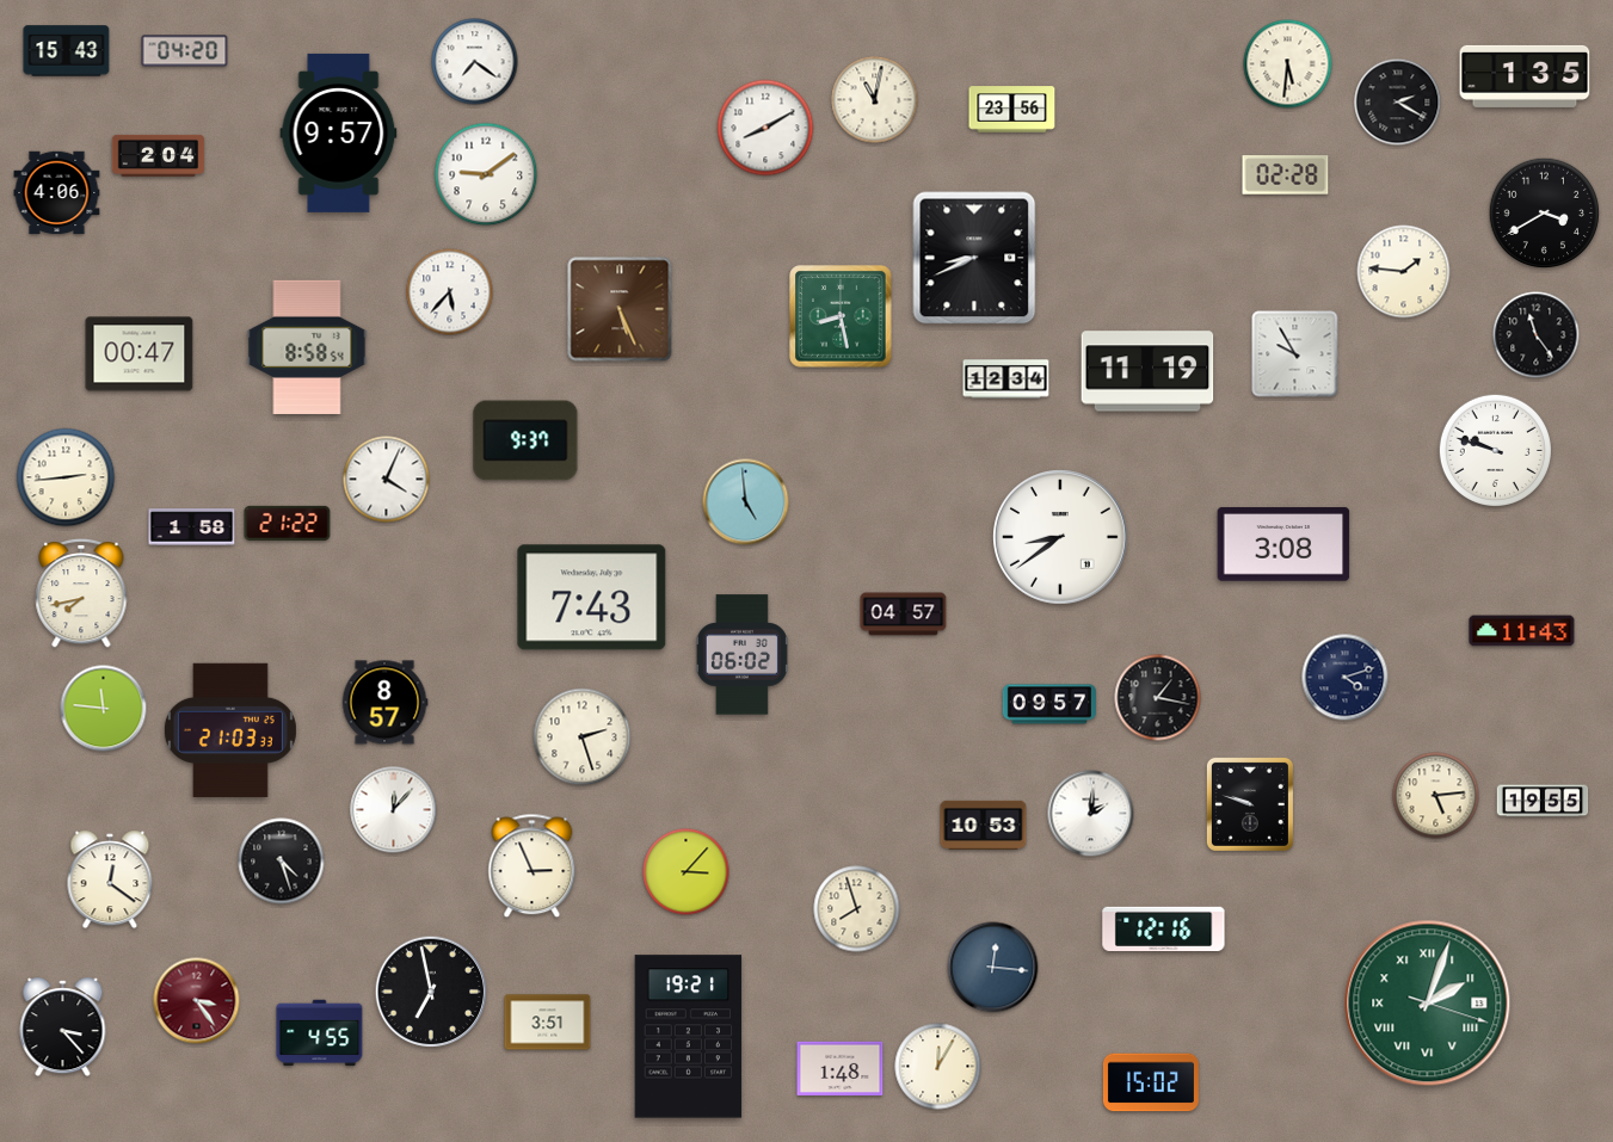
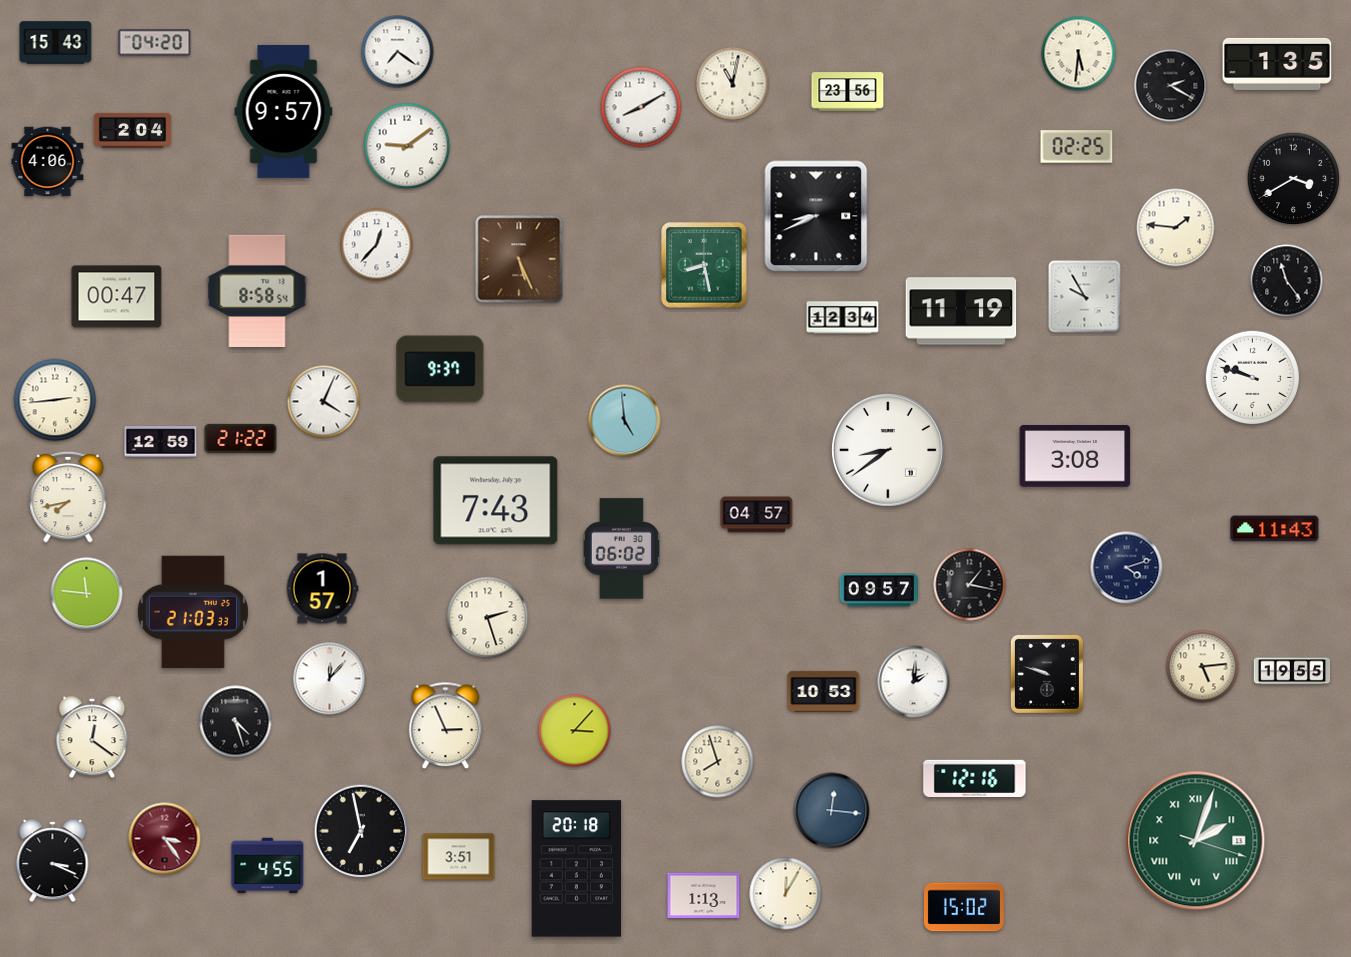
clock at (1286, 175): 02:28 -> 02:25
clock at (450, 292): 5:37 -> 12:37
clock at (192, 527): 1:58 -> 12:59
clock at (384, 703): 8:57 -> 1:57
clock at (63, 1027): 3:23 -> 3:19
clock at (689, 1037): 19:21 -> 20:18
clock at (841, 1069): 1:48 -> 1:13
